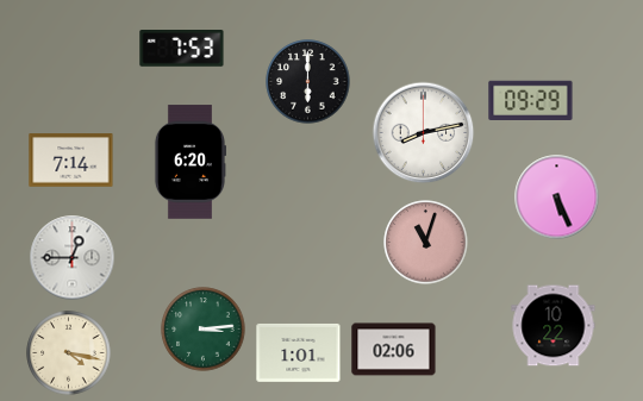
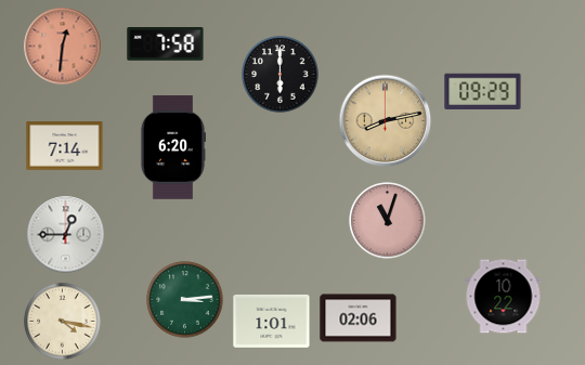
clock at (182, 49): 7:53 -> 7:58
clock at (63, 47): none -> 12:31
clock at (424, 133) dial: white -> champagne
clock at (557, 198): 5:26 -> none
